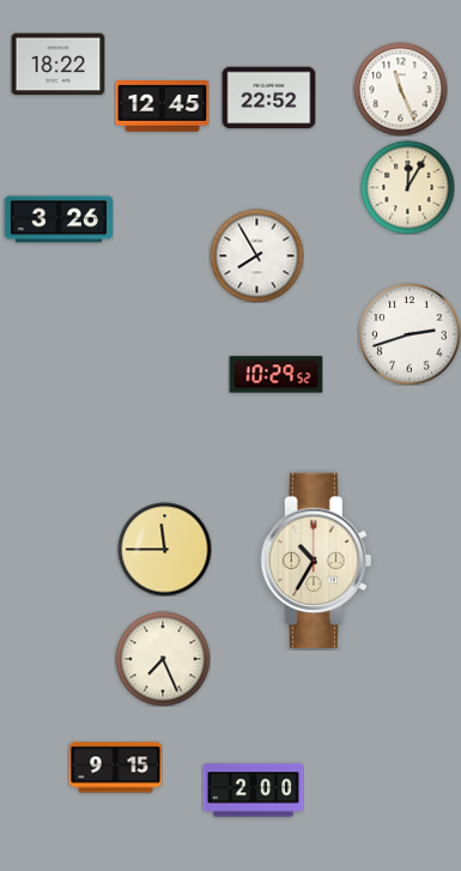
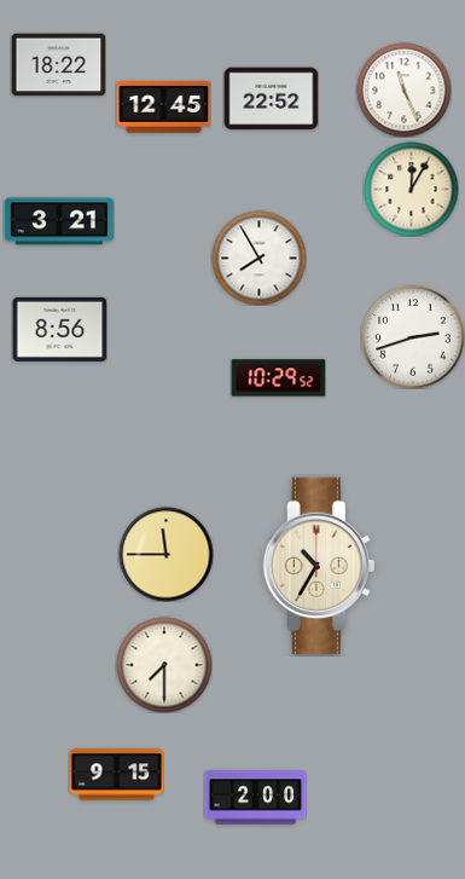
clock at (59, 219): 3:26 -> 3:21
clock at (59, 329): none -> 8:56
clock at (163, 659): 7:26 -> 7:30
